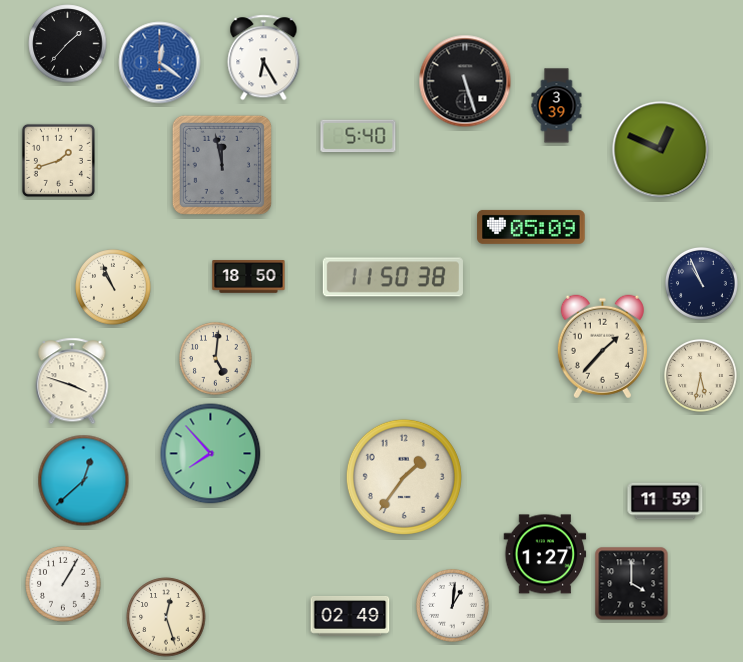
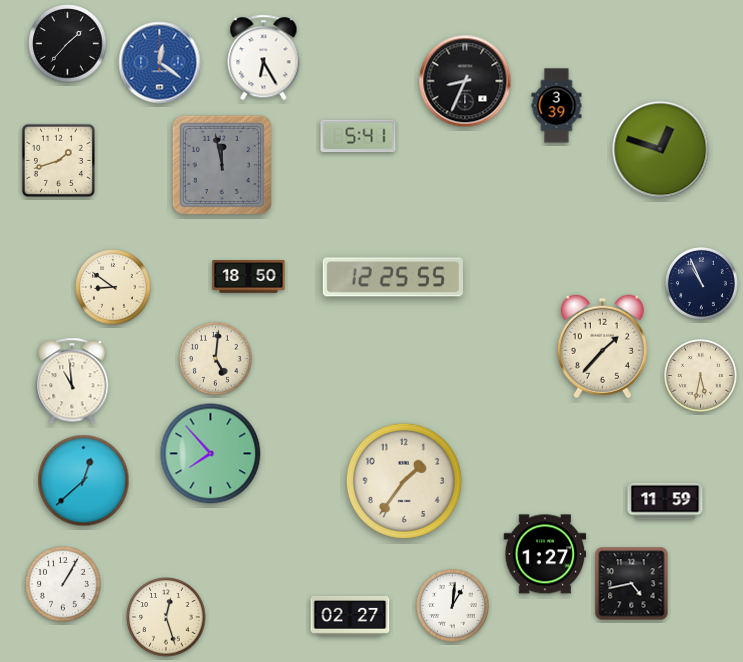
clock at (465, 81): 5:27 -> 8:34
clock at (358, 136): 5:40 -> 5:41
clock at (661, 150): 12:49 -> 12:48
clock at (531, 227): 05:09 -> none
clock at (393, 277): 11:50 -> 12:25
clock at (113, 287): 10:56 -> 8:51
clock at (72, 381): 3:48 -> 10:59
clock at (404, 477) position: (404, 477) -> (404, 481)
clock at (632, 584): 4:00 -> 4:43
clock at (350, 616): 02:49 -> 02:27
